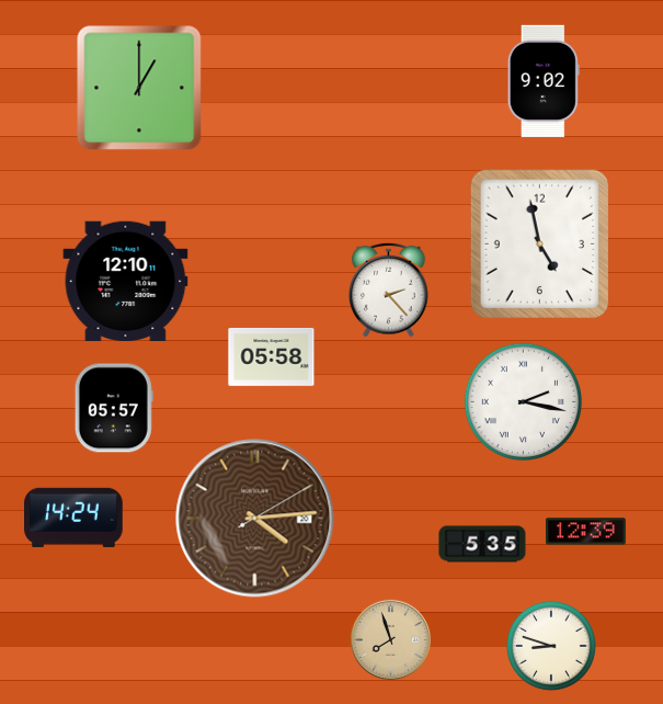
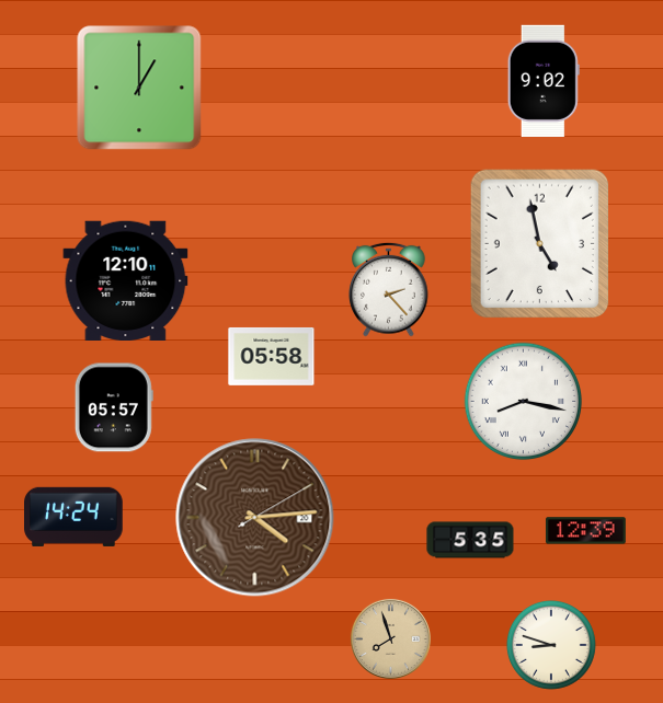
clock at (524, 402): 2:17 -> 8:17
clock at (482, 544) position: (482, 544) -> (470, 540)
